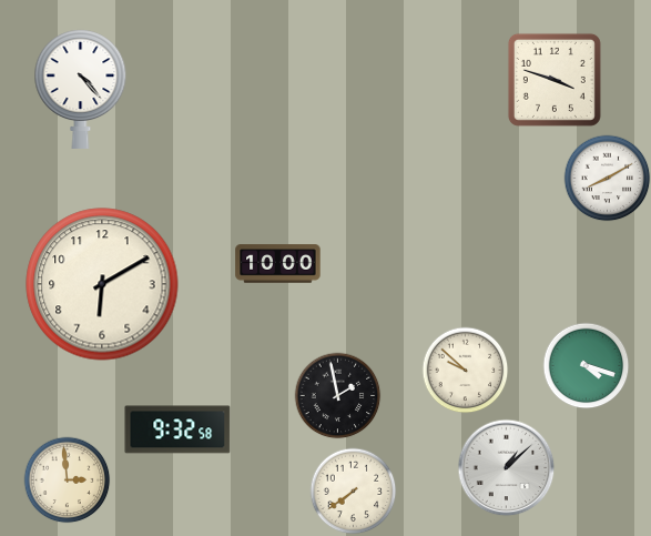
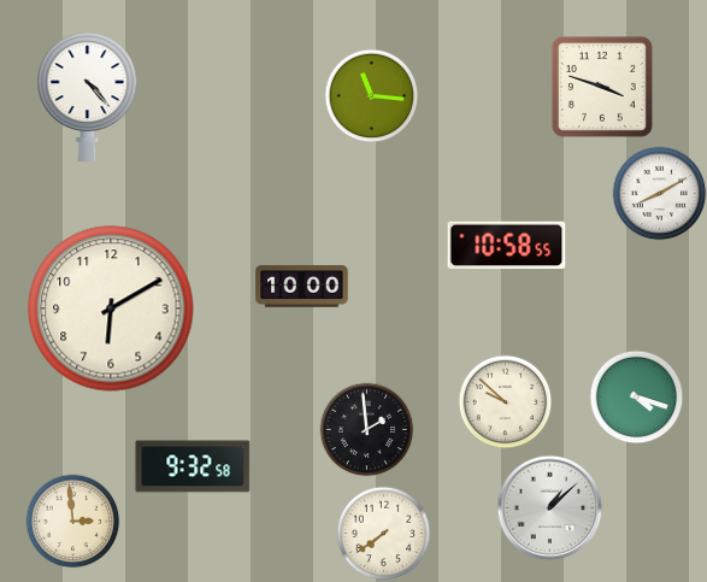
clock at (371, 95): none -> 11:16
clock at (507, 246): none -> 10:58
clock at (337, 395): 1:58 -> 1:59
